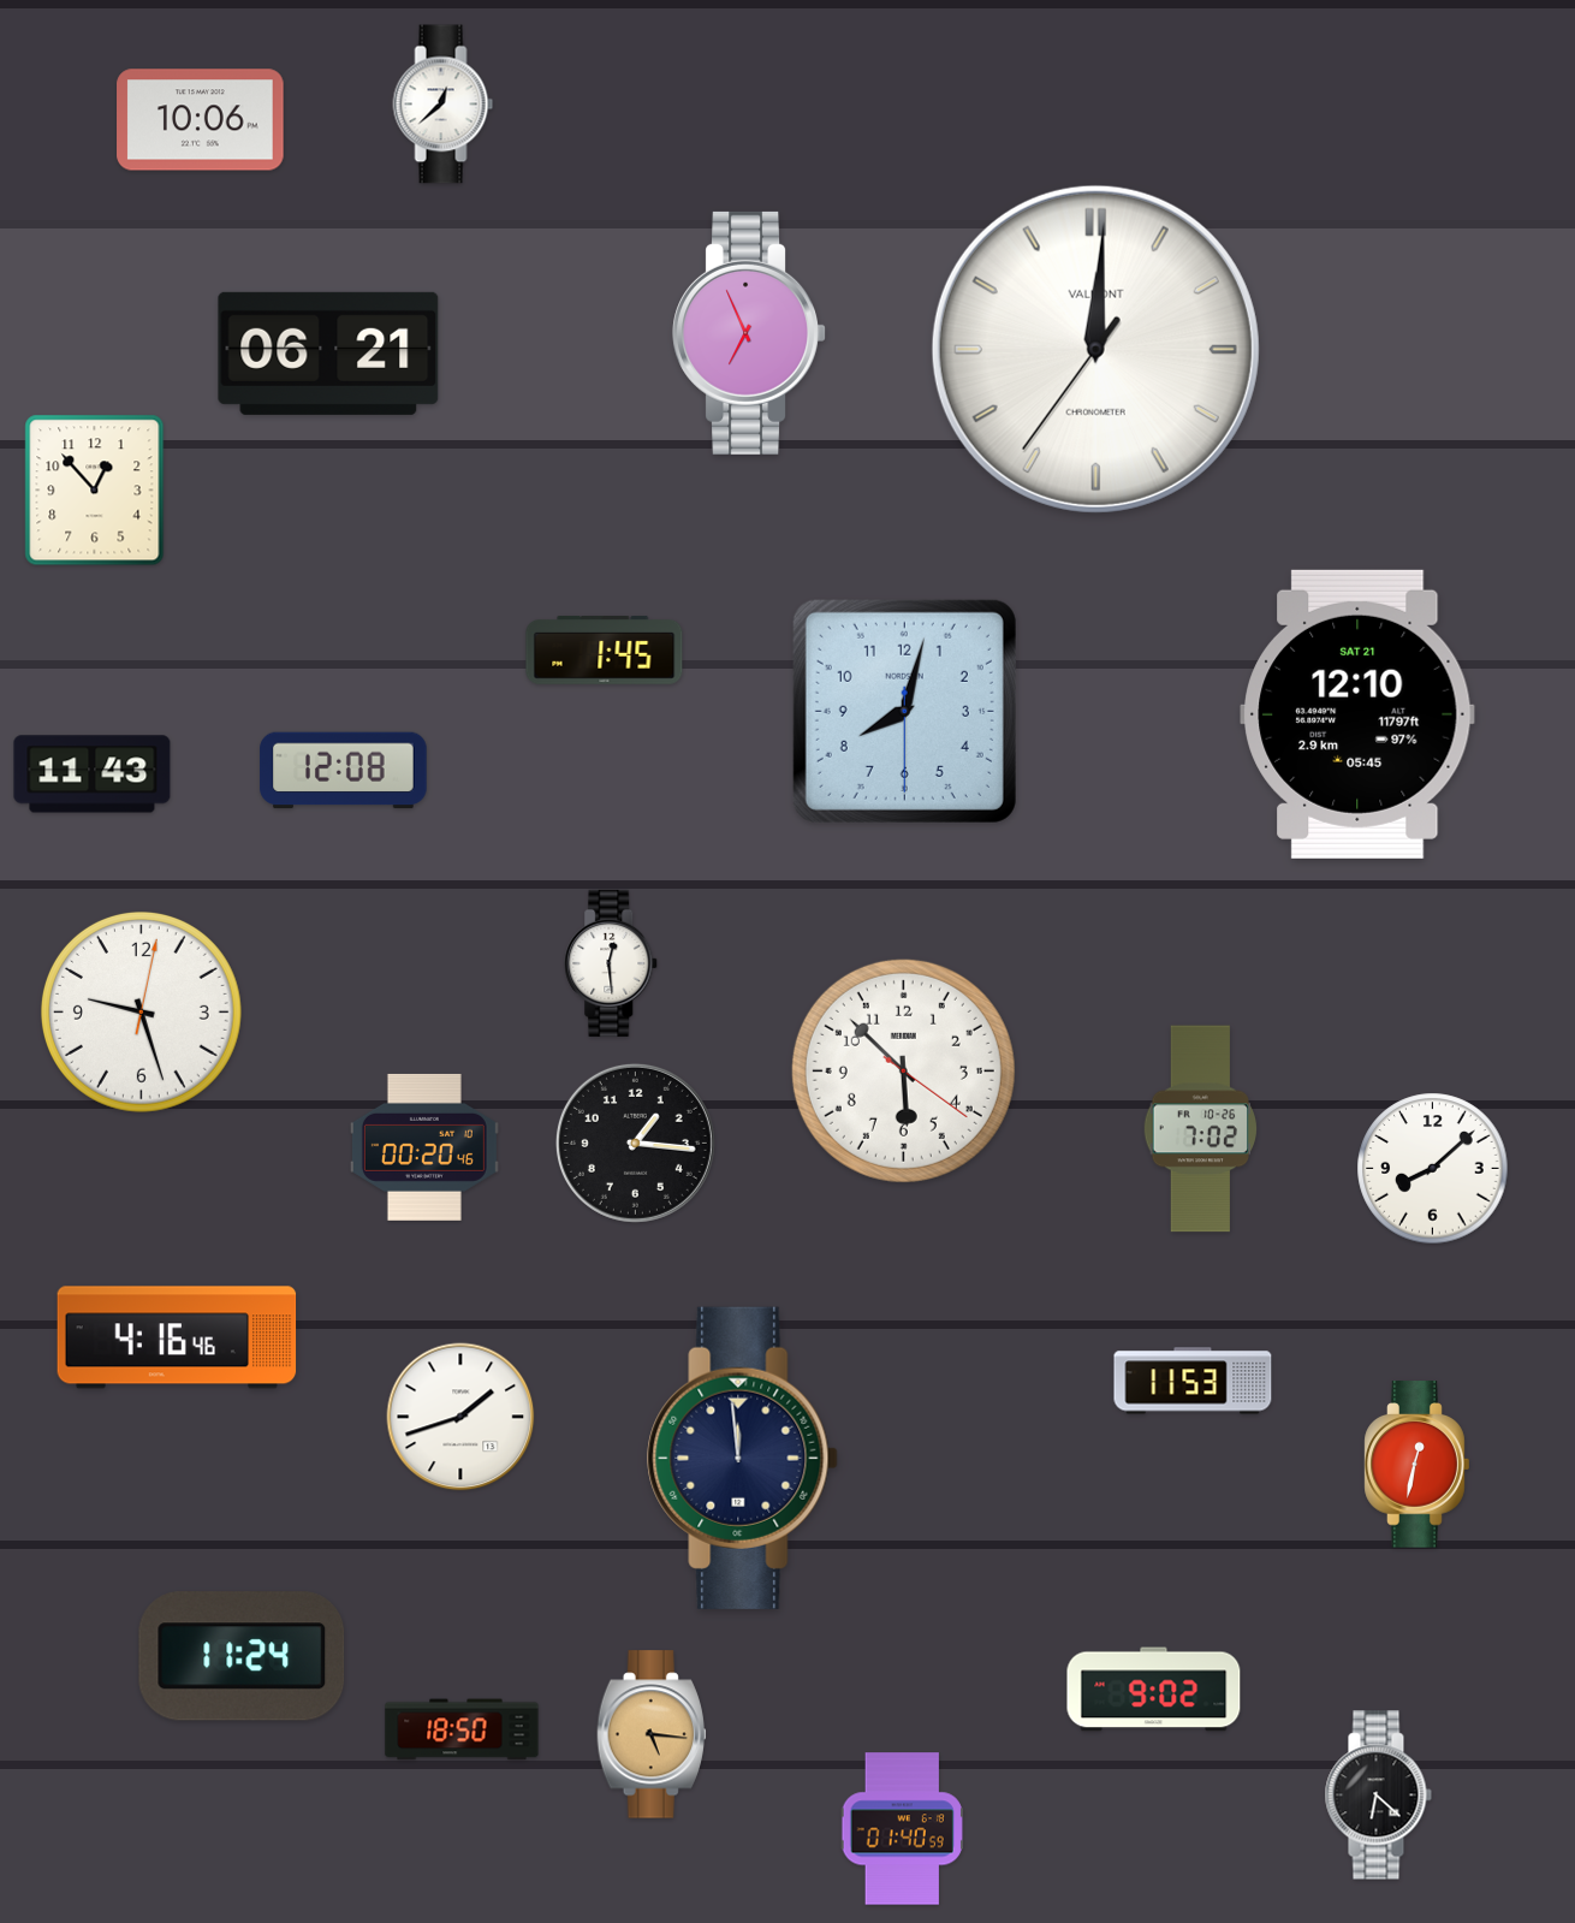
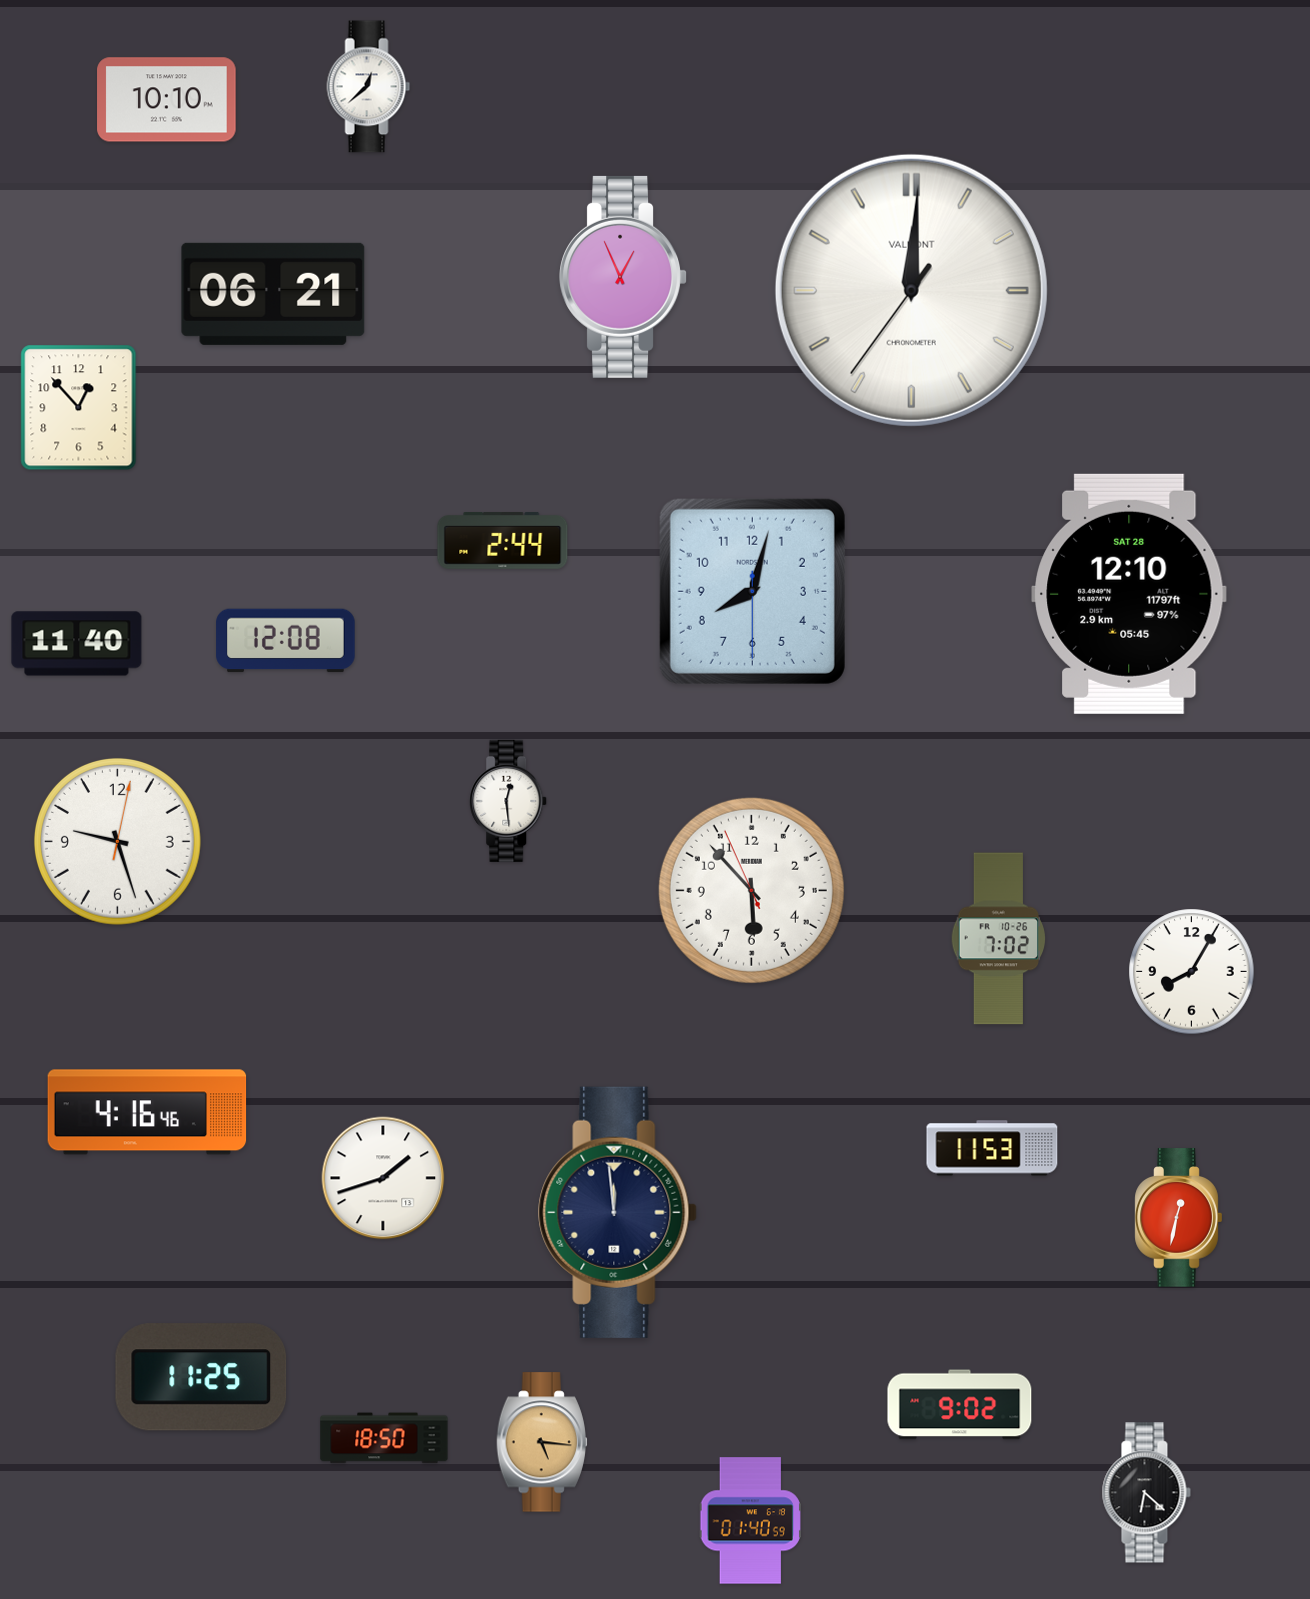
clock at (201, 120): 10:06 -> 10:10
clock at (749, 333): 6:56 -> 12:56
clock at (605, 651): 1:45 -> 2:44
clock at (1357, 714) date: SAT 21 -> SAT 28
clock at (93, 774): 11:43 -> 11:40
clock at (903, 1070): 5:52:21 -> 5:52:56
clock at (635, 1142): 1:16 -> none
clock at (424, 1147): 00:20 -> none
clock at (1433, 1169): 8:08 -> 8:05
clock at (242, 1656): 11:24 -> 11:25
